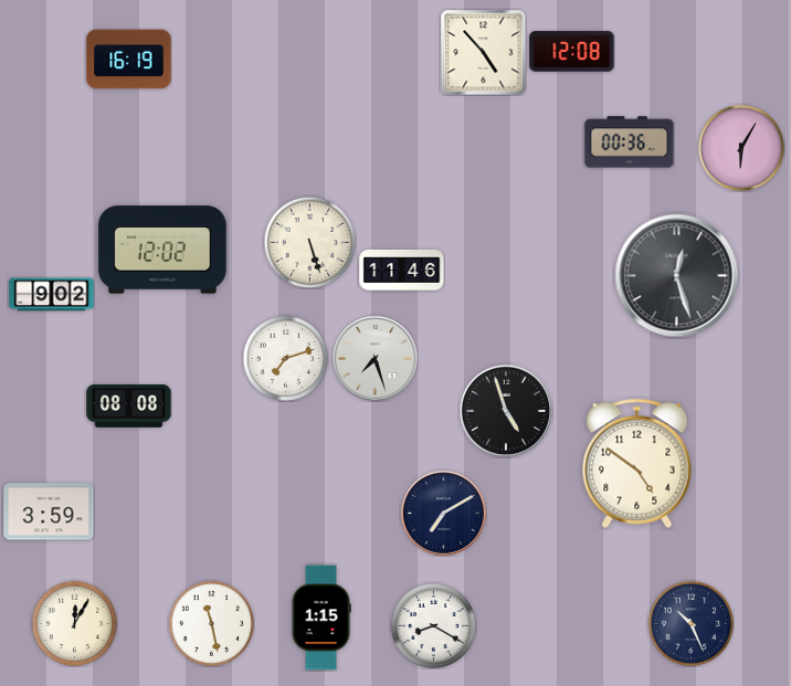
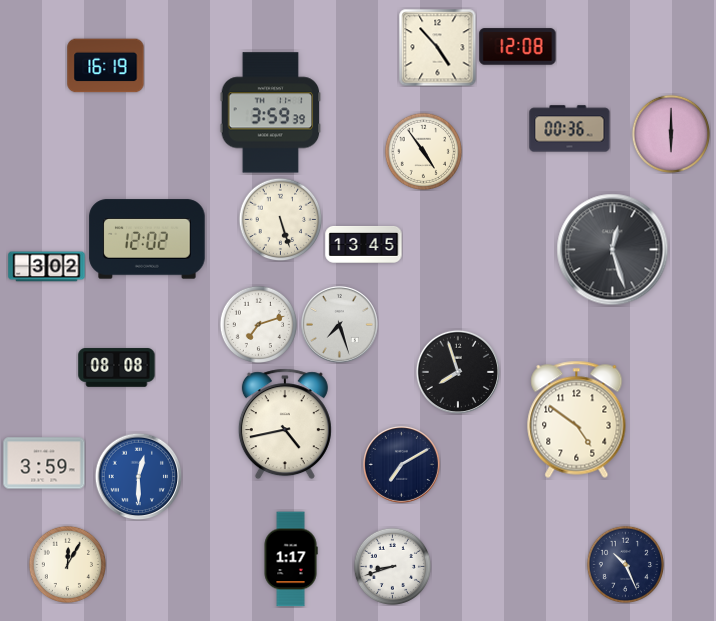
clock at (129, 60) position: (129, 60) -> (106, 66)
clock at (271, 113): none -> 3:59
clock at (740, 147): 6:05 -> 6:00
clock at (423, 151): none -> 4:54
clock at (162, 250) position: (162, 250) -> (147, 239)
clock at (402, 270): 11:46 -> 13:45
clock at (52, 295): 9:02 -> 3:02
clock at (505, 410): 4:57 -> 7:57
clock at (285, 424): none -> 4:43
clock at (138, 476): none -> 12:30
clock at (321, 618): 1:15 -> 1:17
clock at (211, 623): 11:28 -> none
clock at (433, 625): 8:20 -> 8:42
